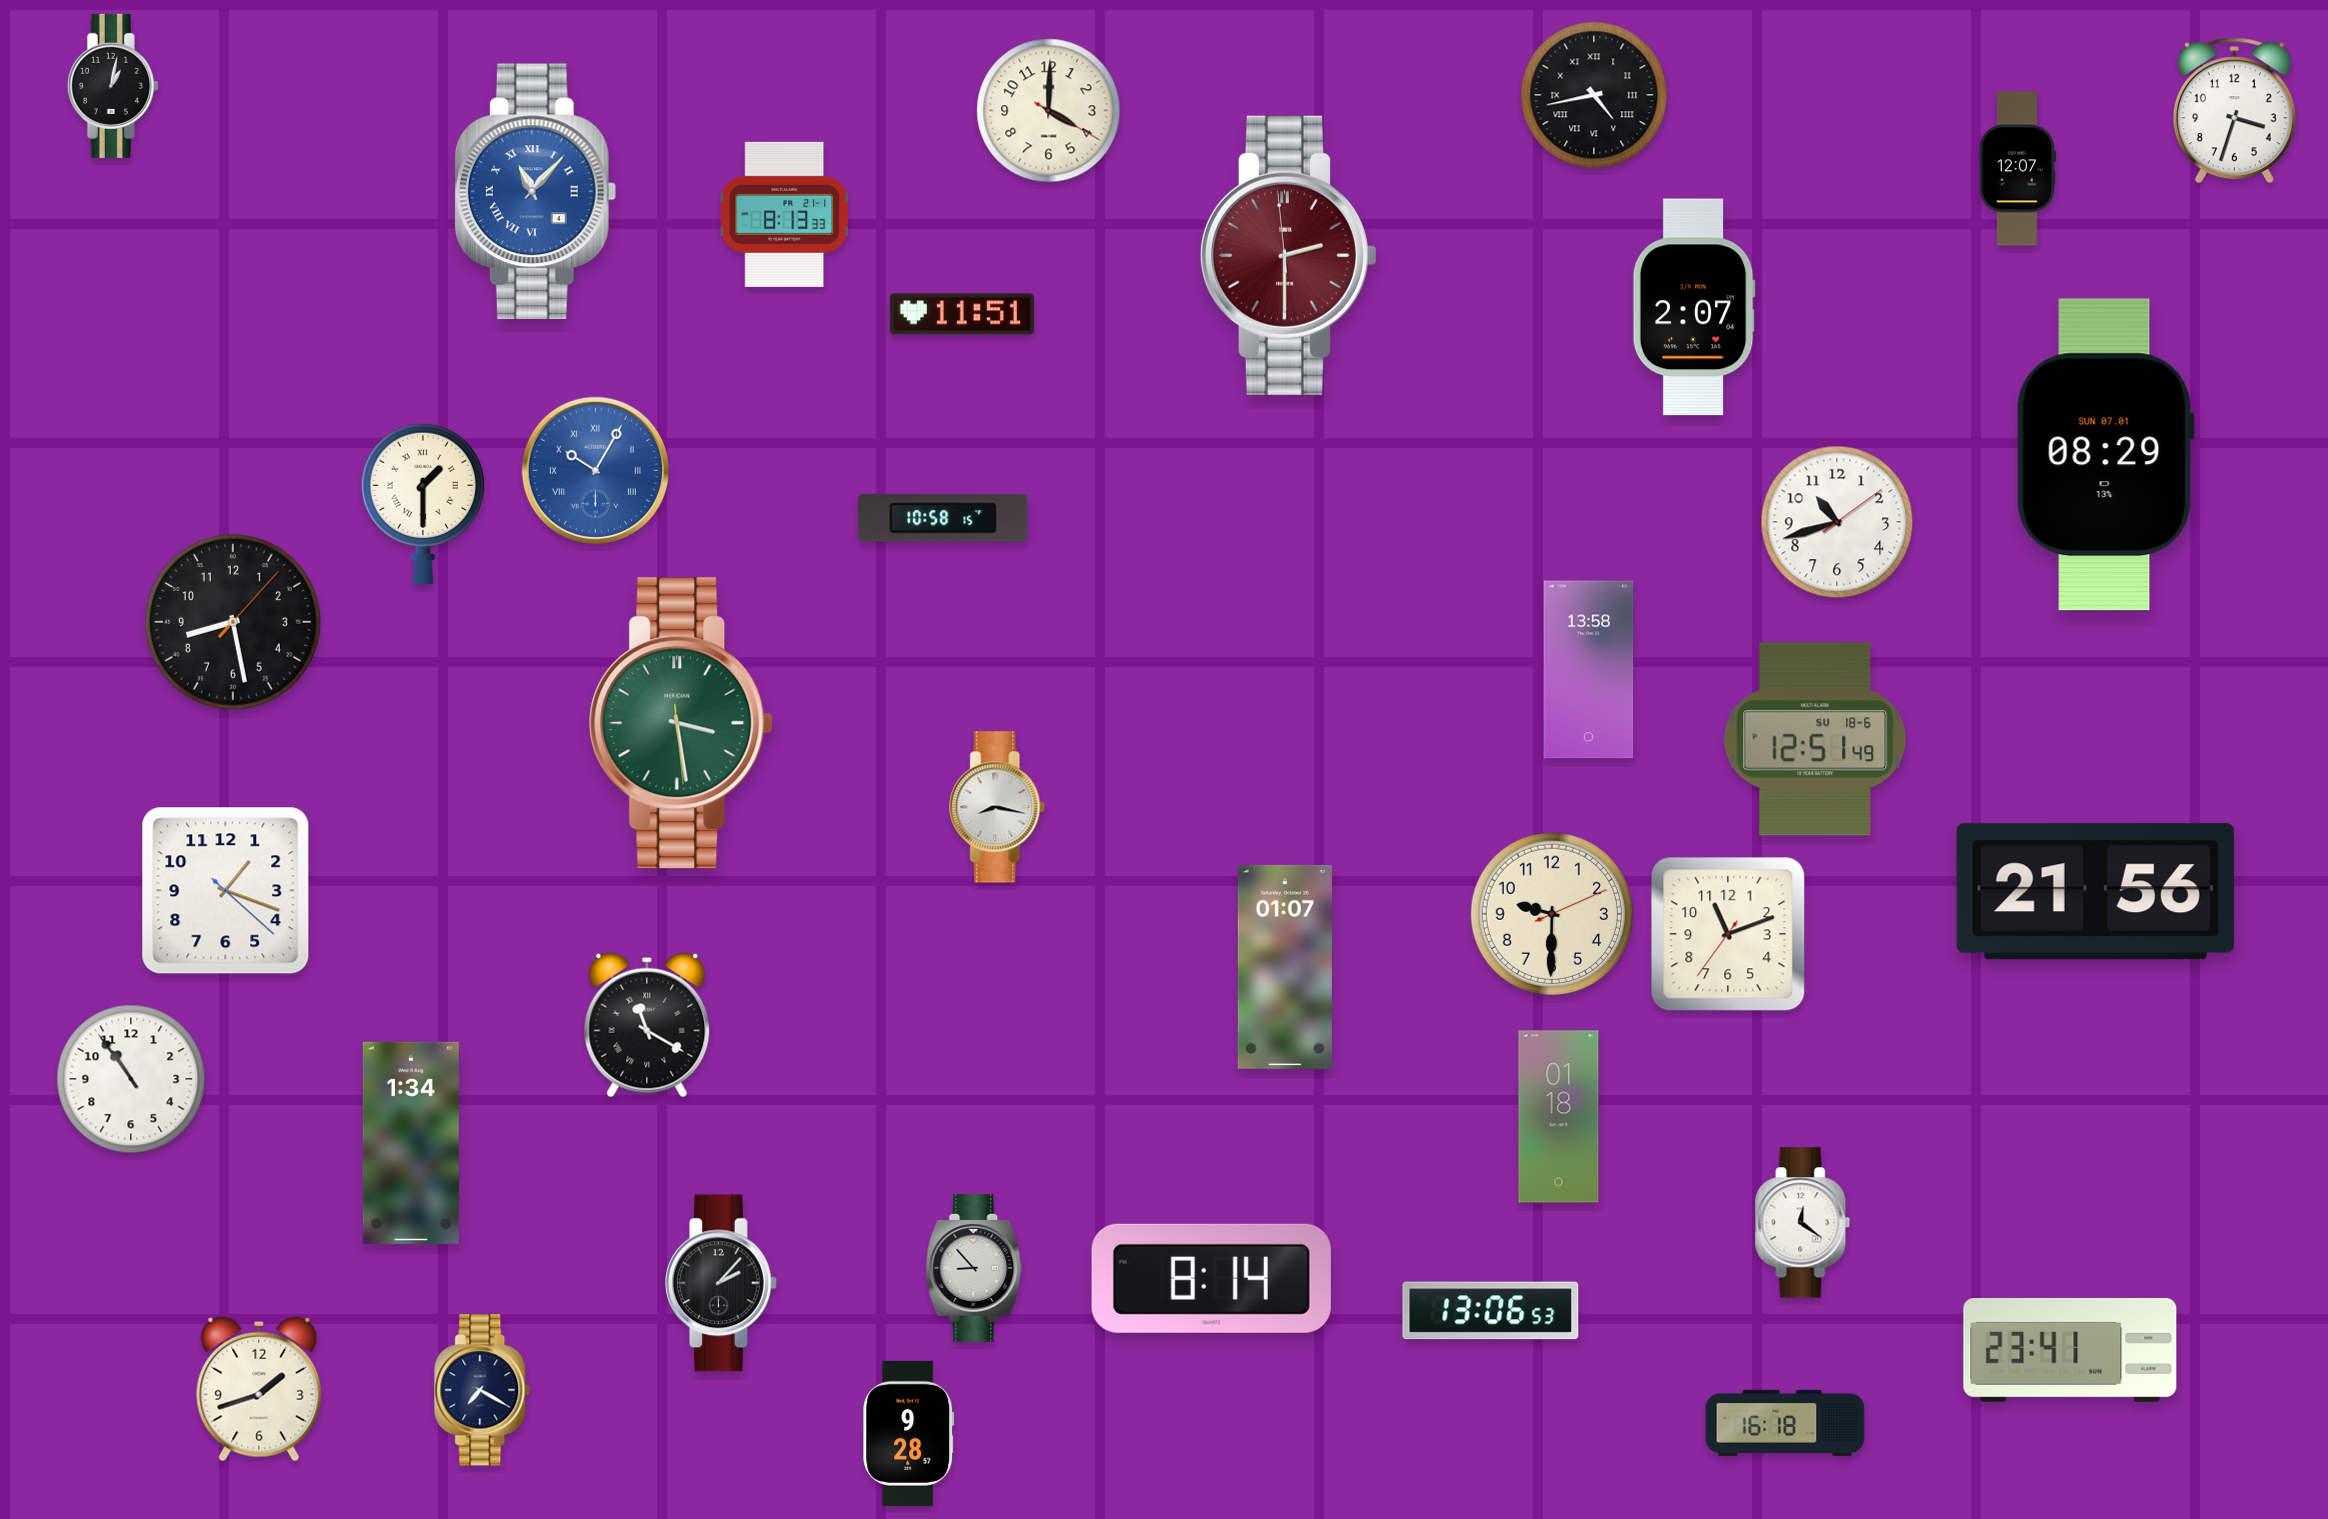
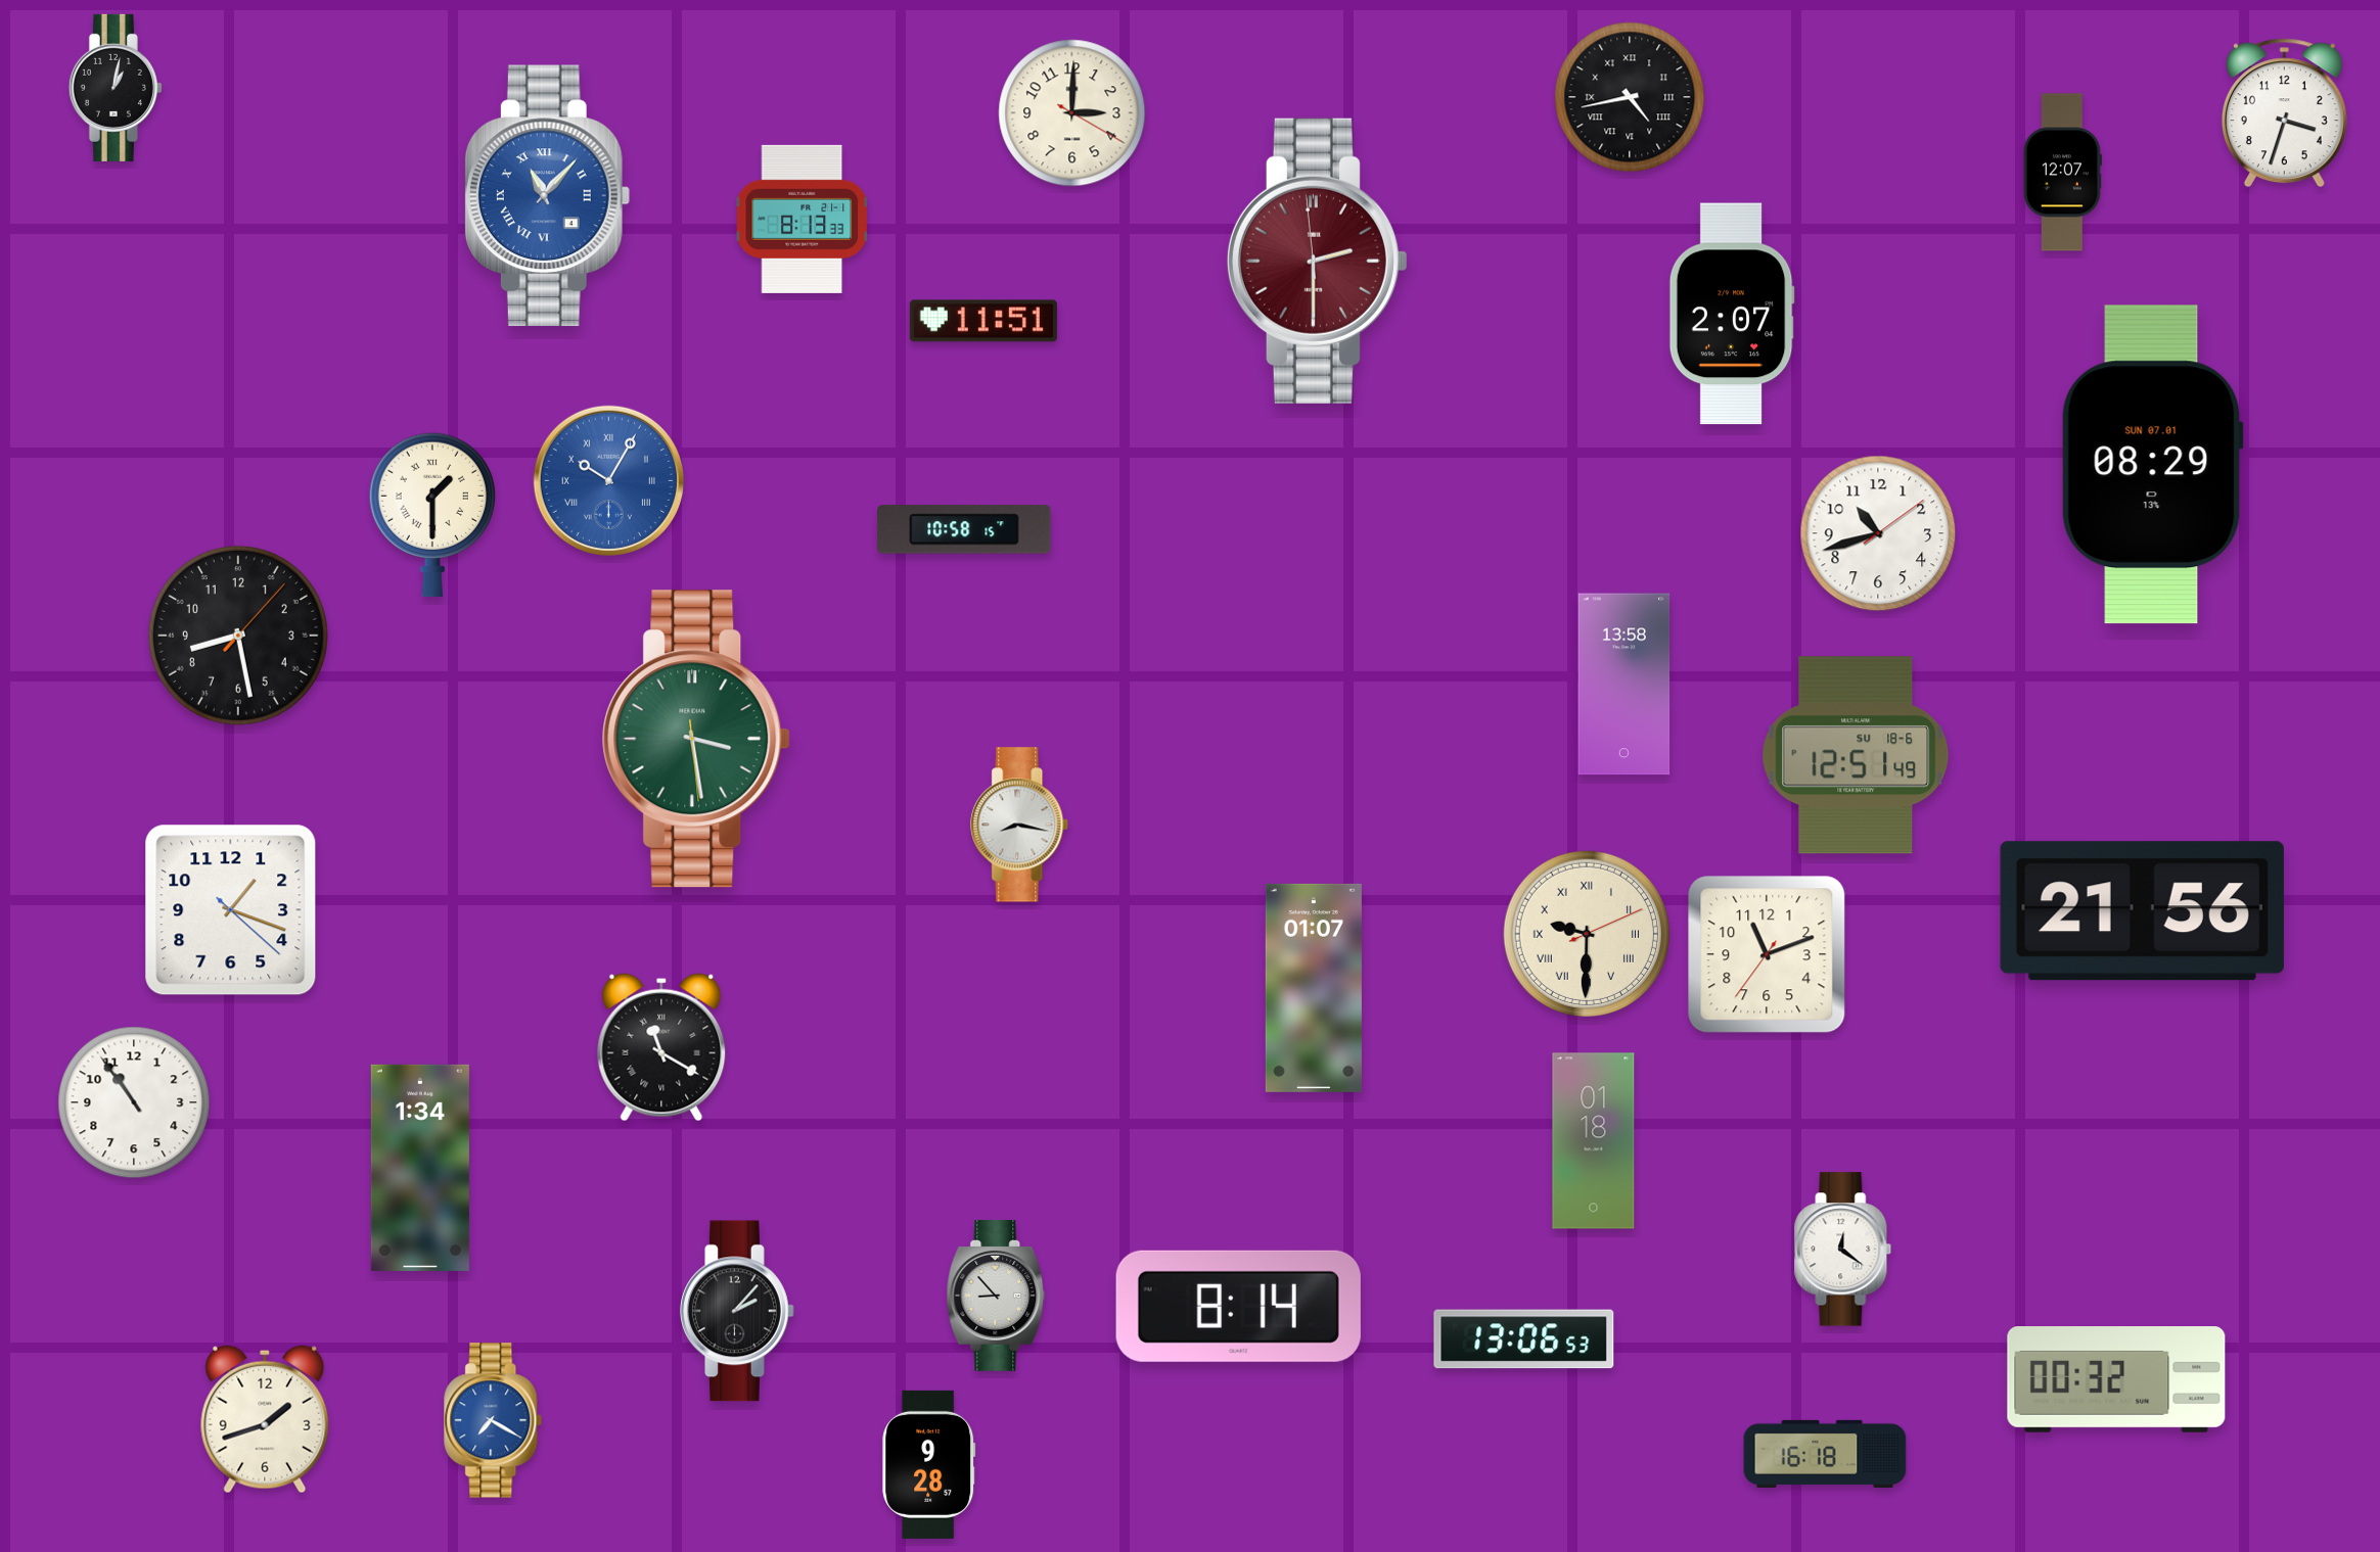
clock at (1049, 111): 4:00 -> 3:00
clock at (1551, 913) numerals: Arabic -> Roman
clock at (2070, 1351): 23:41 -> 00:32
clock at (483, 1390) dial: navy -> blue
